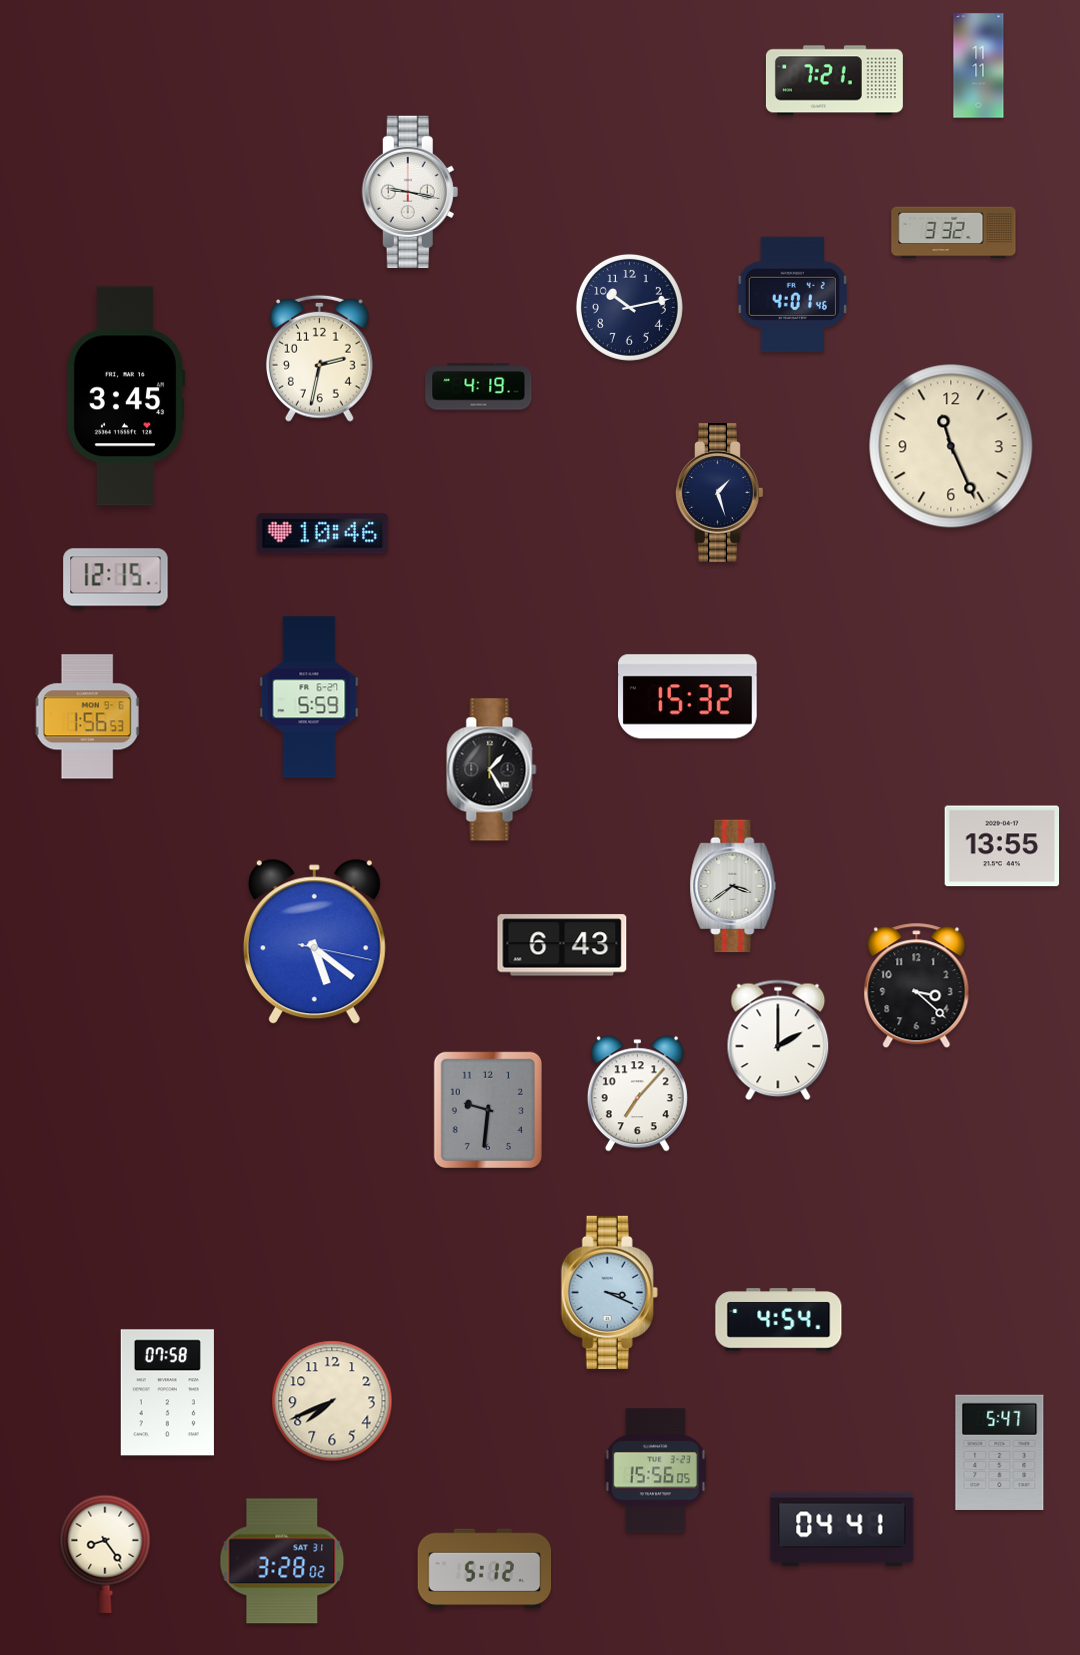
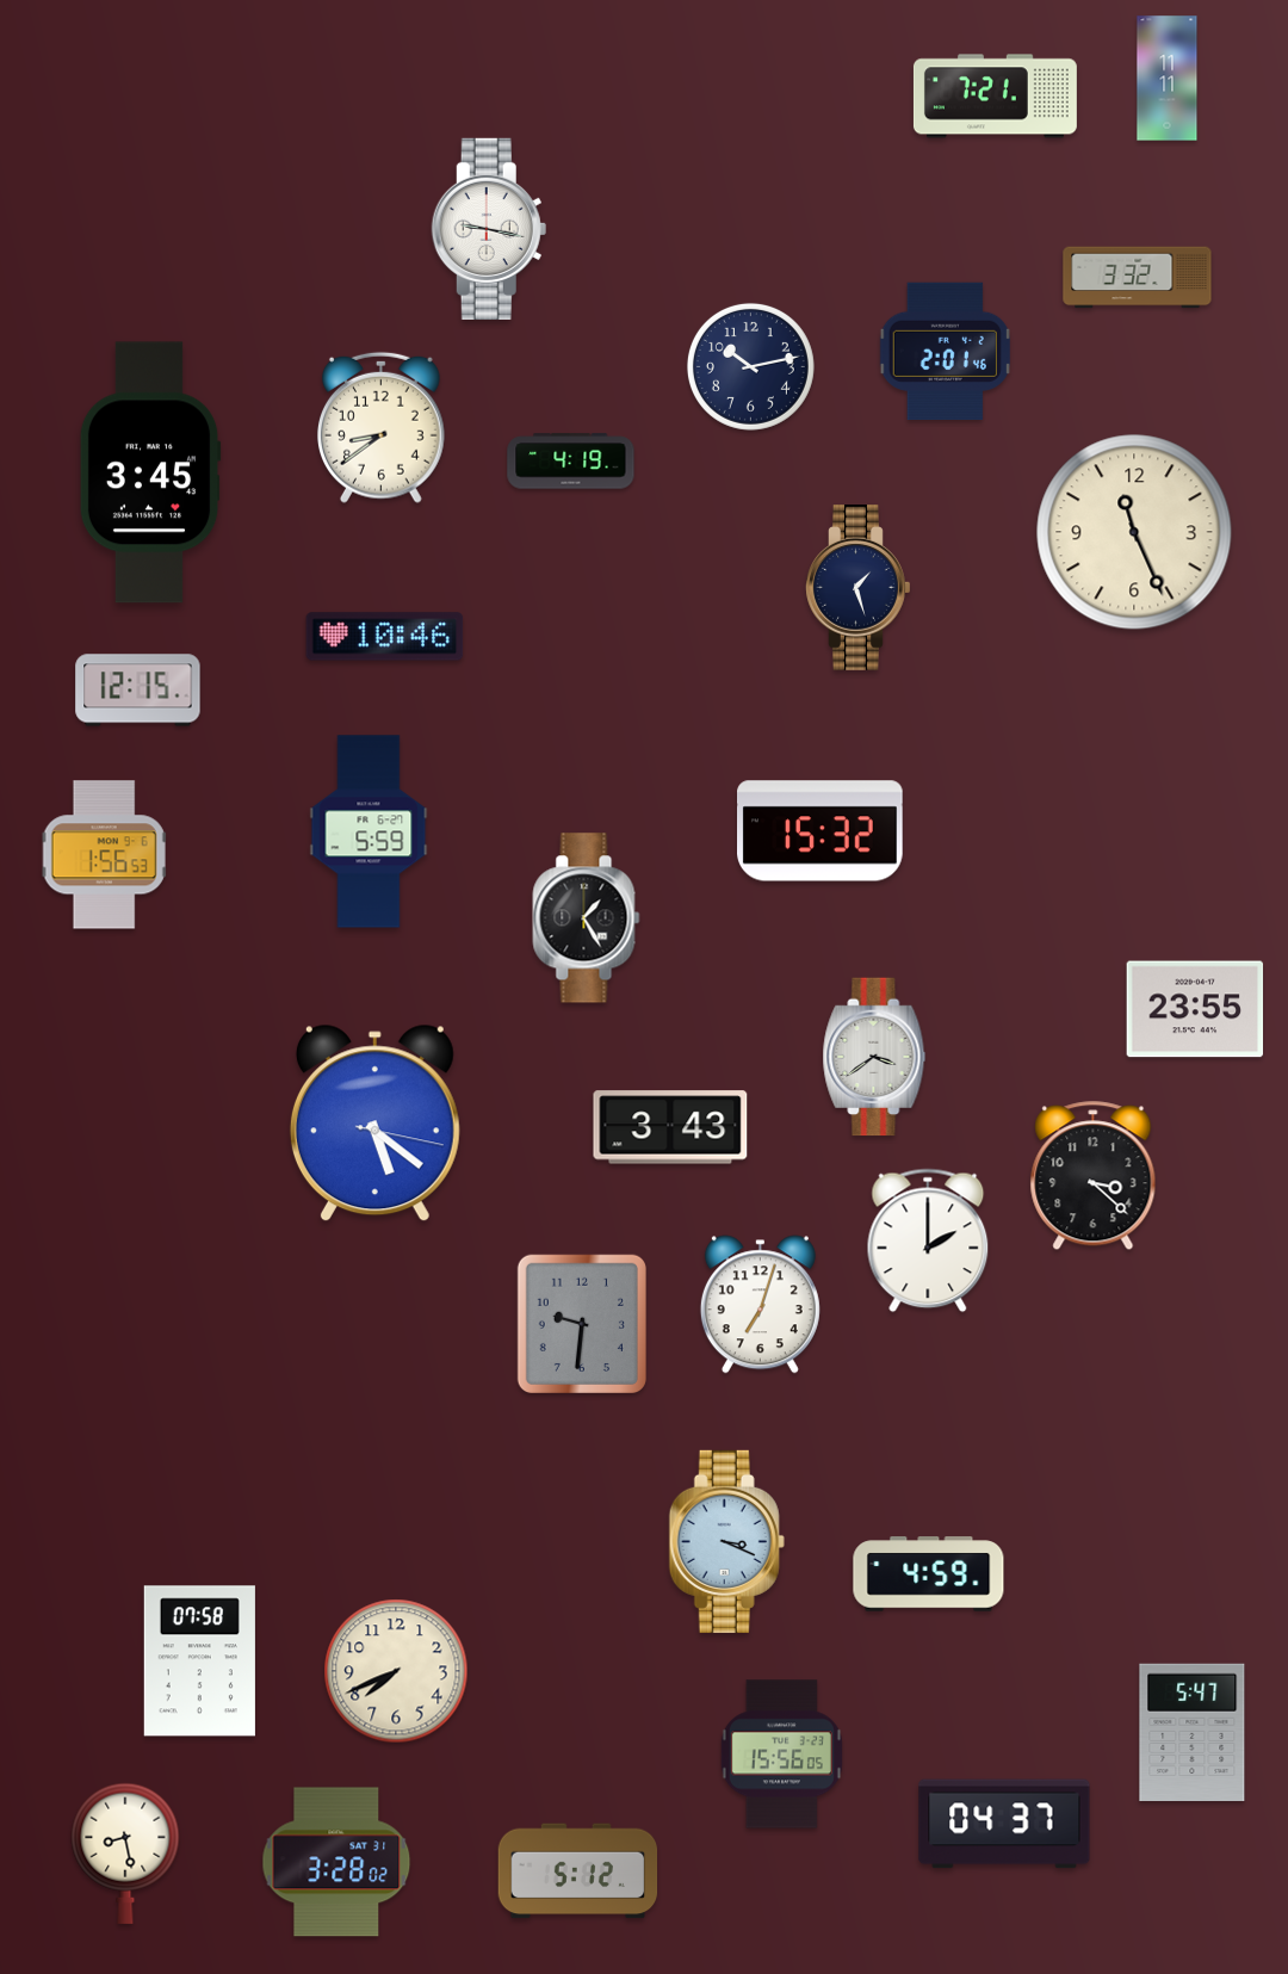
clock at (792, 294): 4:01 -> 2:01
clock at (319, 358): 2:32 -> 8:39
clock at (1002, 846): 13:55 -> 23:55
clock at (562, 945): 6:43 -> 3:43
clock at (637, 1094): 7:07 -> 7:03
clock at (779, 1320): 4:54 -> 4:59
clock at (842, 1529): 04:41 -> 04:37
clock at (105, 1554): 8:24 -> 8:28
